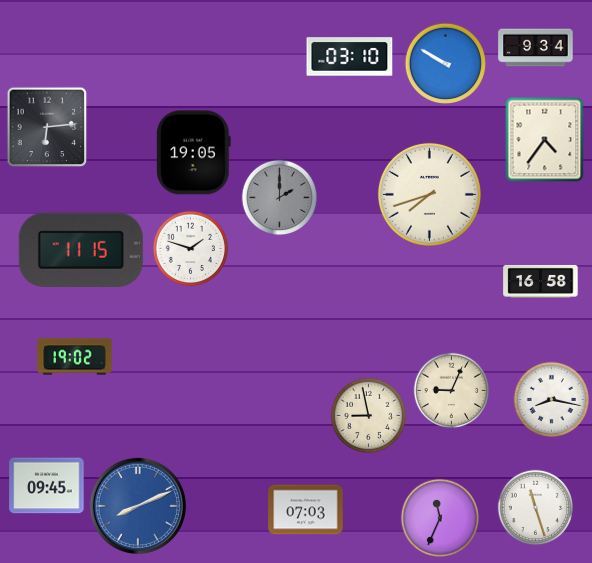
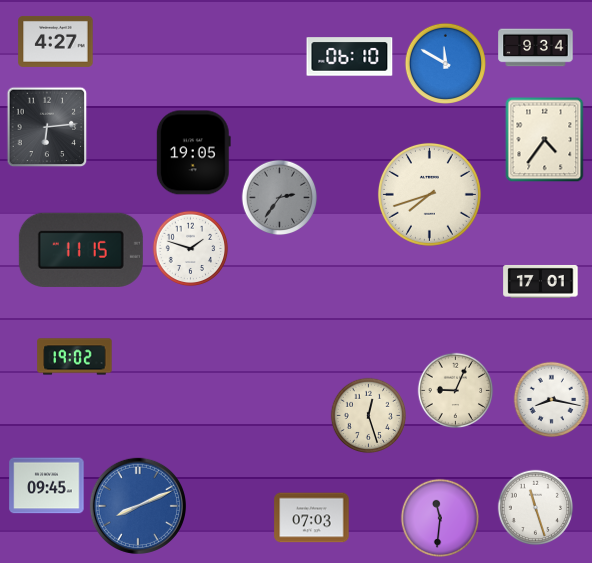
clock at (56, 41): none -> 4:27
clock at (350, 57): 03:10 -> 06:10
clock at (445, 63): 9:50 -> 11:50
clock at (280, 198): 2:00 -> 2:36
clock at (541, 281): 16:58 -> 17:01
clock at (452, 391) position: (452, 391) -> (456, 391)
clock at (369, 416): 8:58 -> 12:27
clock at (306, 510) position: (306, 510) -> (312, 518)
clock at (439, 517): 11:34 -> 11:31
